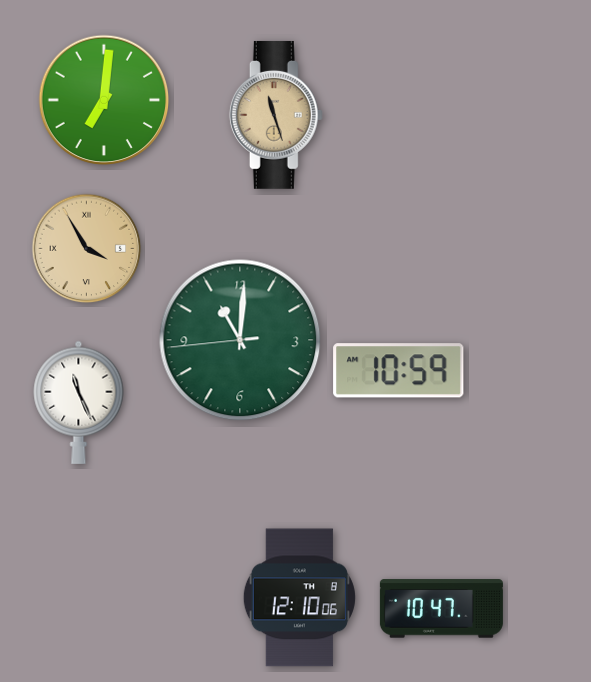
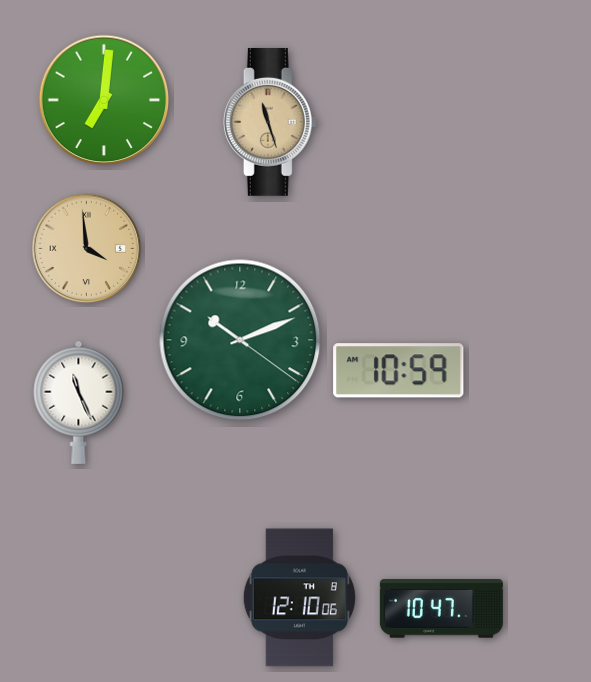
clock at (276, 115) position: (276, 115) -> (270, 122)
clock at (87, 249): 3:55 -> 3:59
clock at (240, 340): 11:00 -> 10:11
